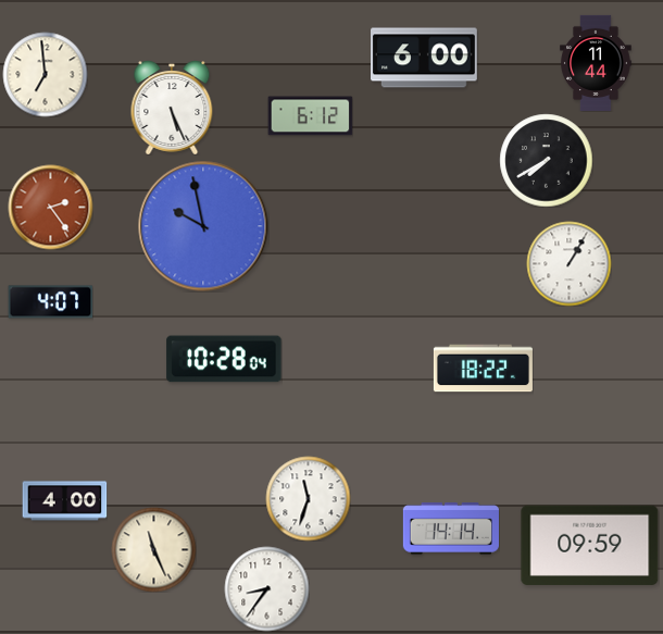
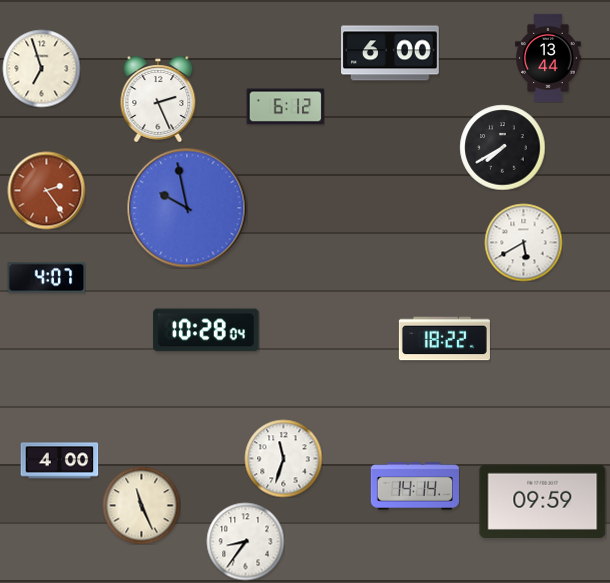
clock at (596, 62): 11:44 -> 13:44
clock at (45, 74): 6:59 -> 6:57
clock at (172, 108): 5:26 -> 2:26
clock at (568, 263): 1:05 -> 5:40
